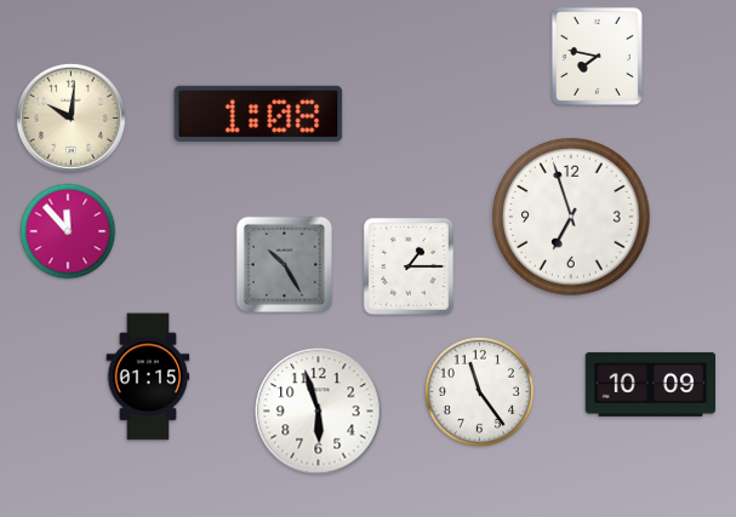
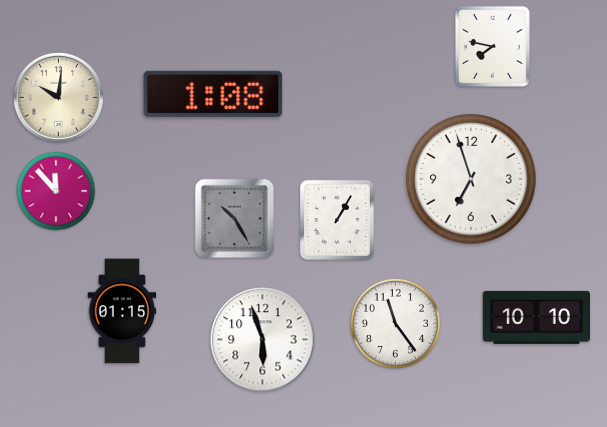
clock at (409, 266): 1:15 -> 1:05
clock at (651, 384): 10:09 -> 10:10
